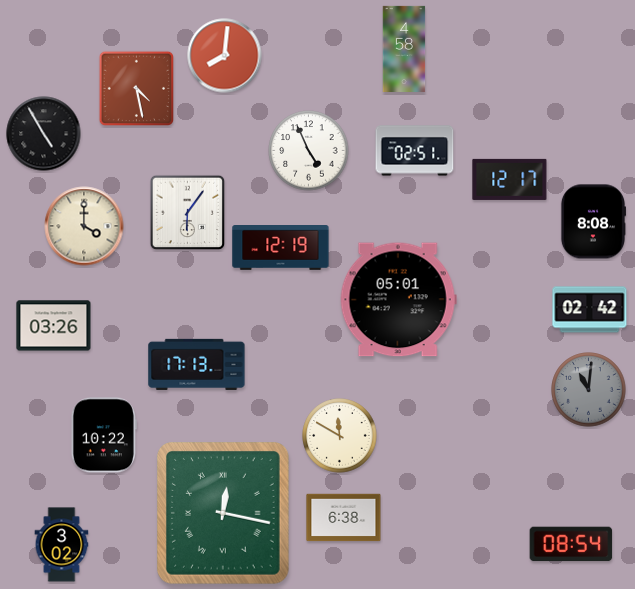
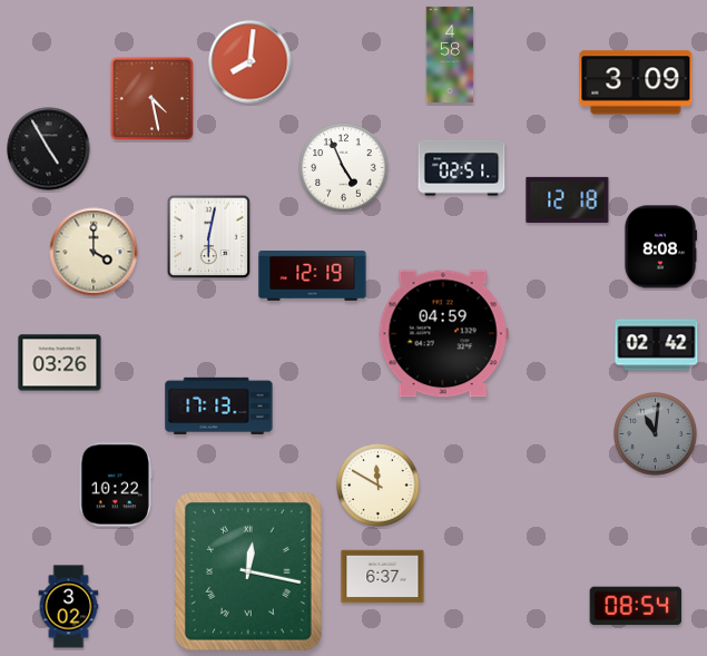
clock at (636, 82): none -> 3:09
clock at (510, 179): 12:17 -> 12:18
clock at (188, 213): 6:06 -> 6:02
clock at (398, 300): 05:01 -> 04:59
clock at (344, 518): 6:38 -> 6:37
